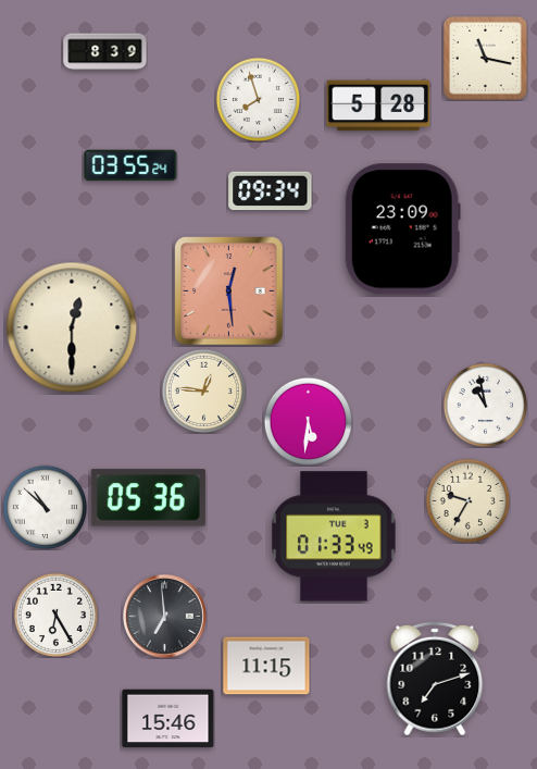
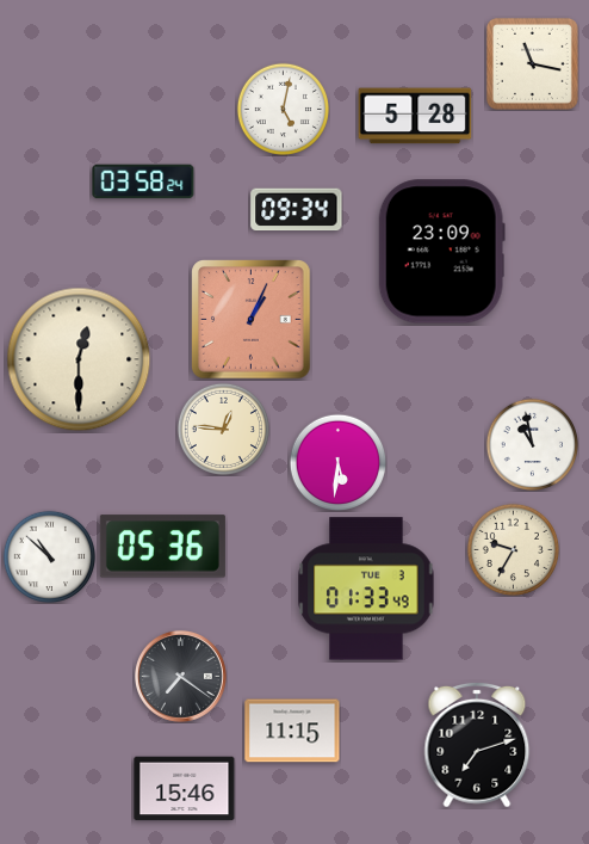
clock at (105, 52): 8:39 -> none
clock at (258, 99): 7:57 -> 5:02
clock at (130, 165): 03:55 -> 03:58
clock at (229, 292): 12:29 -> 1:04
clock at (55, 615): 6:25 -> none
clock at (164, 616): 6:59 -> 7:21
